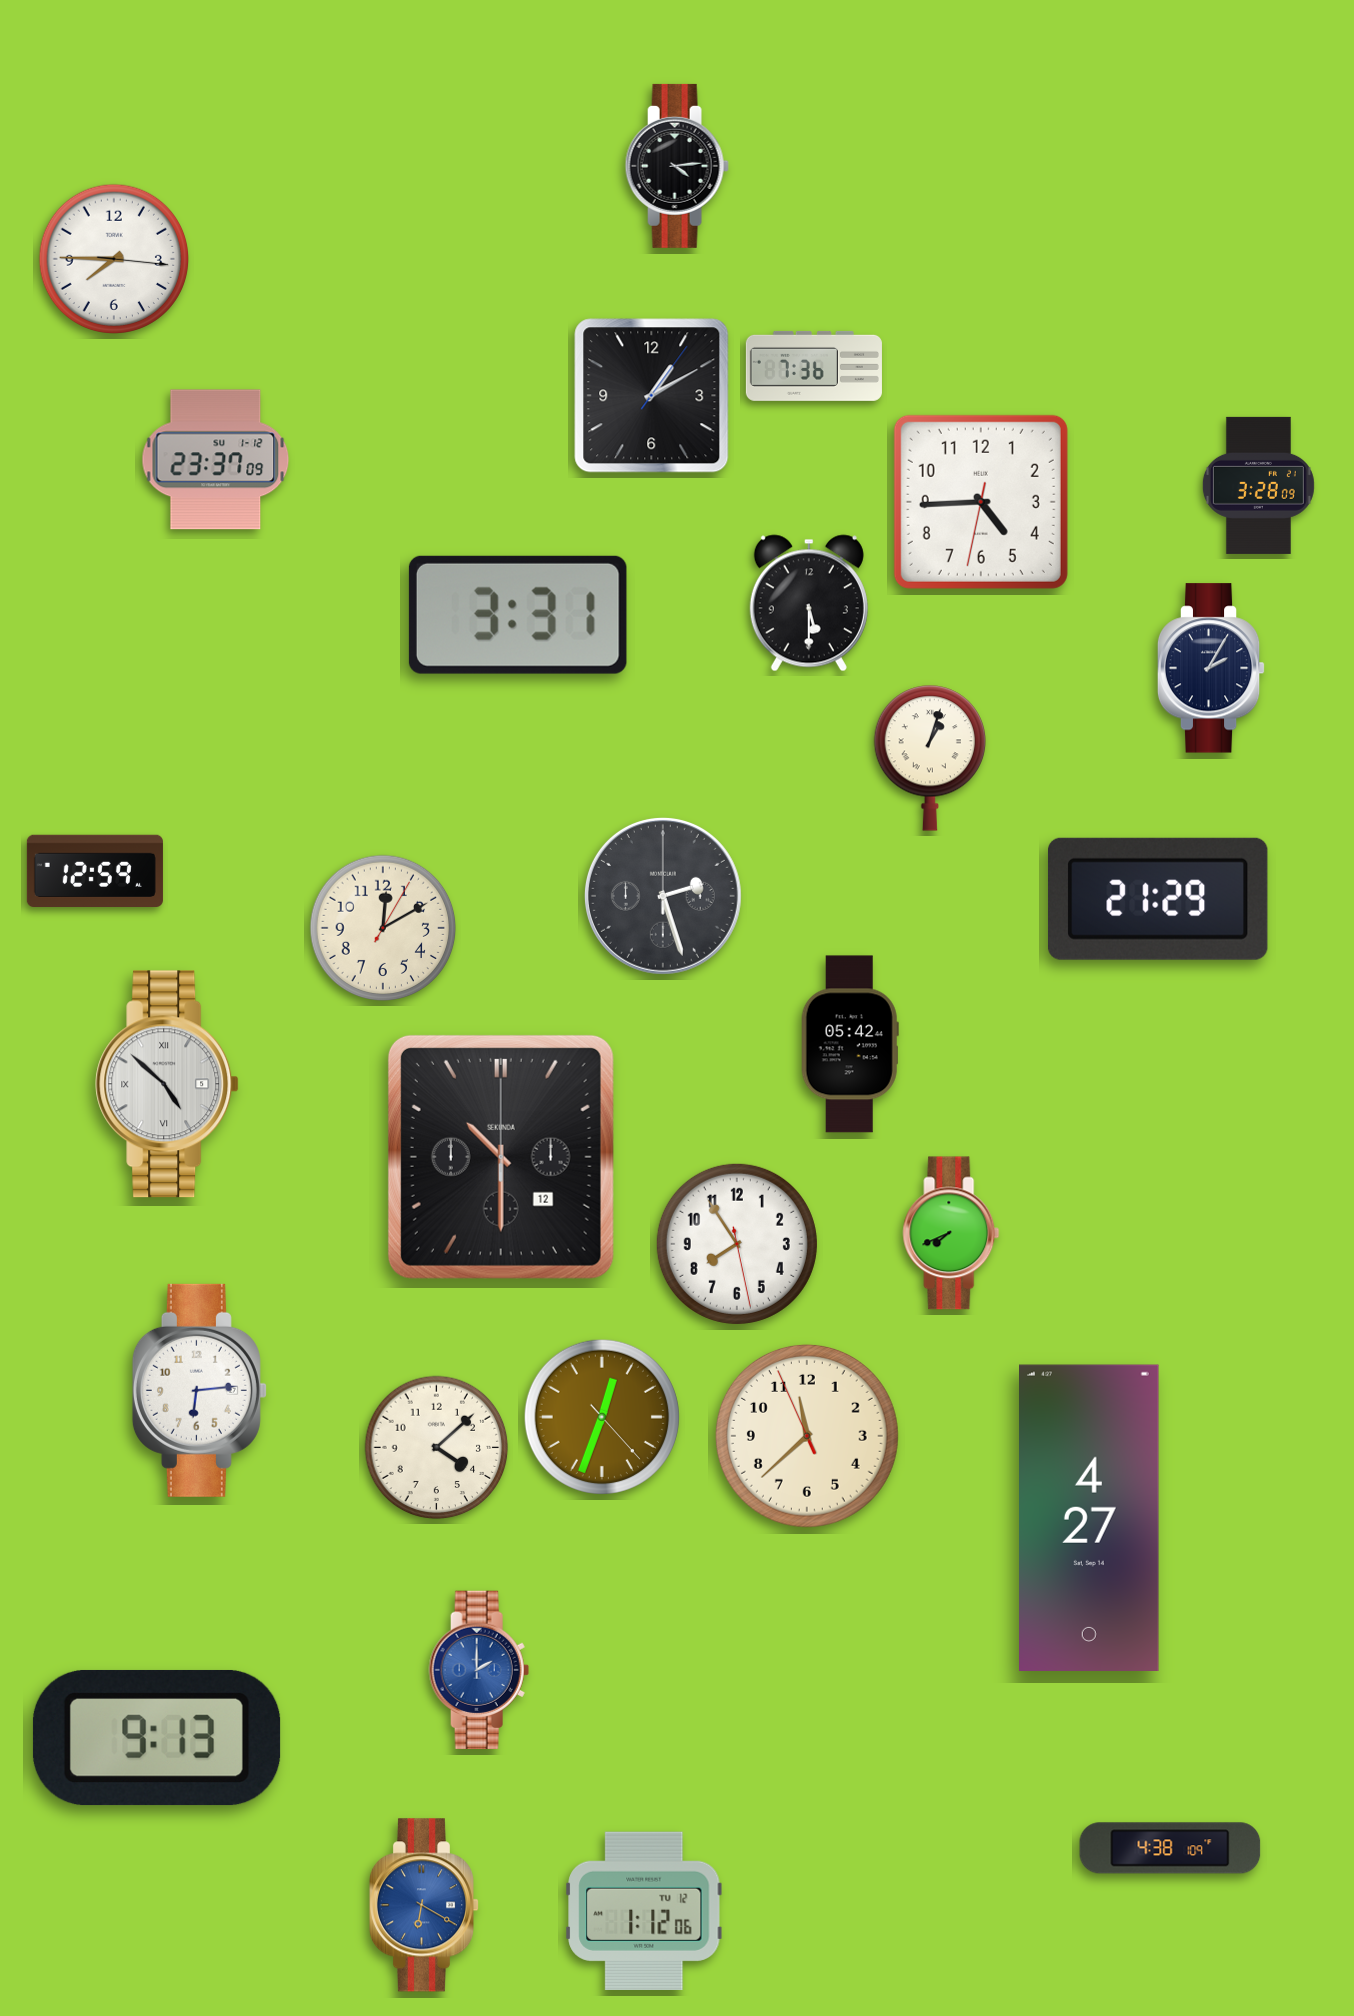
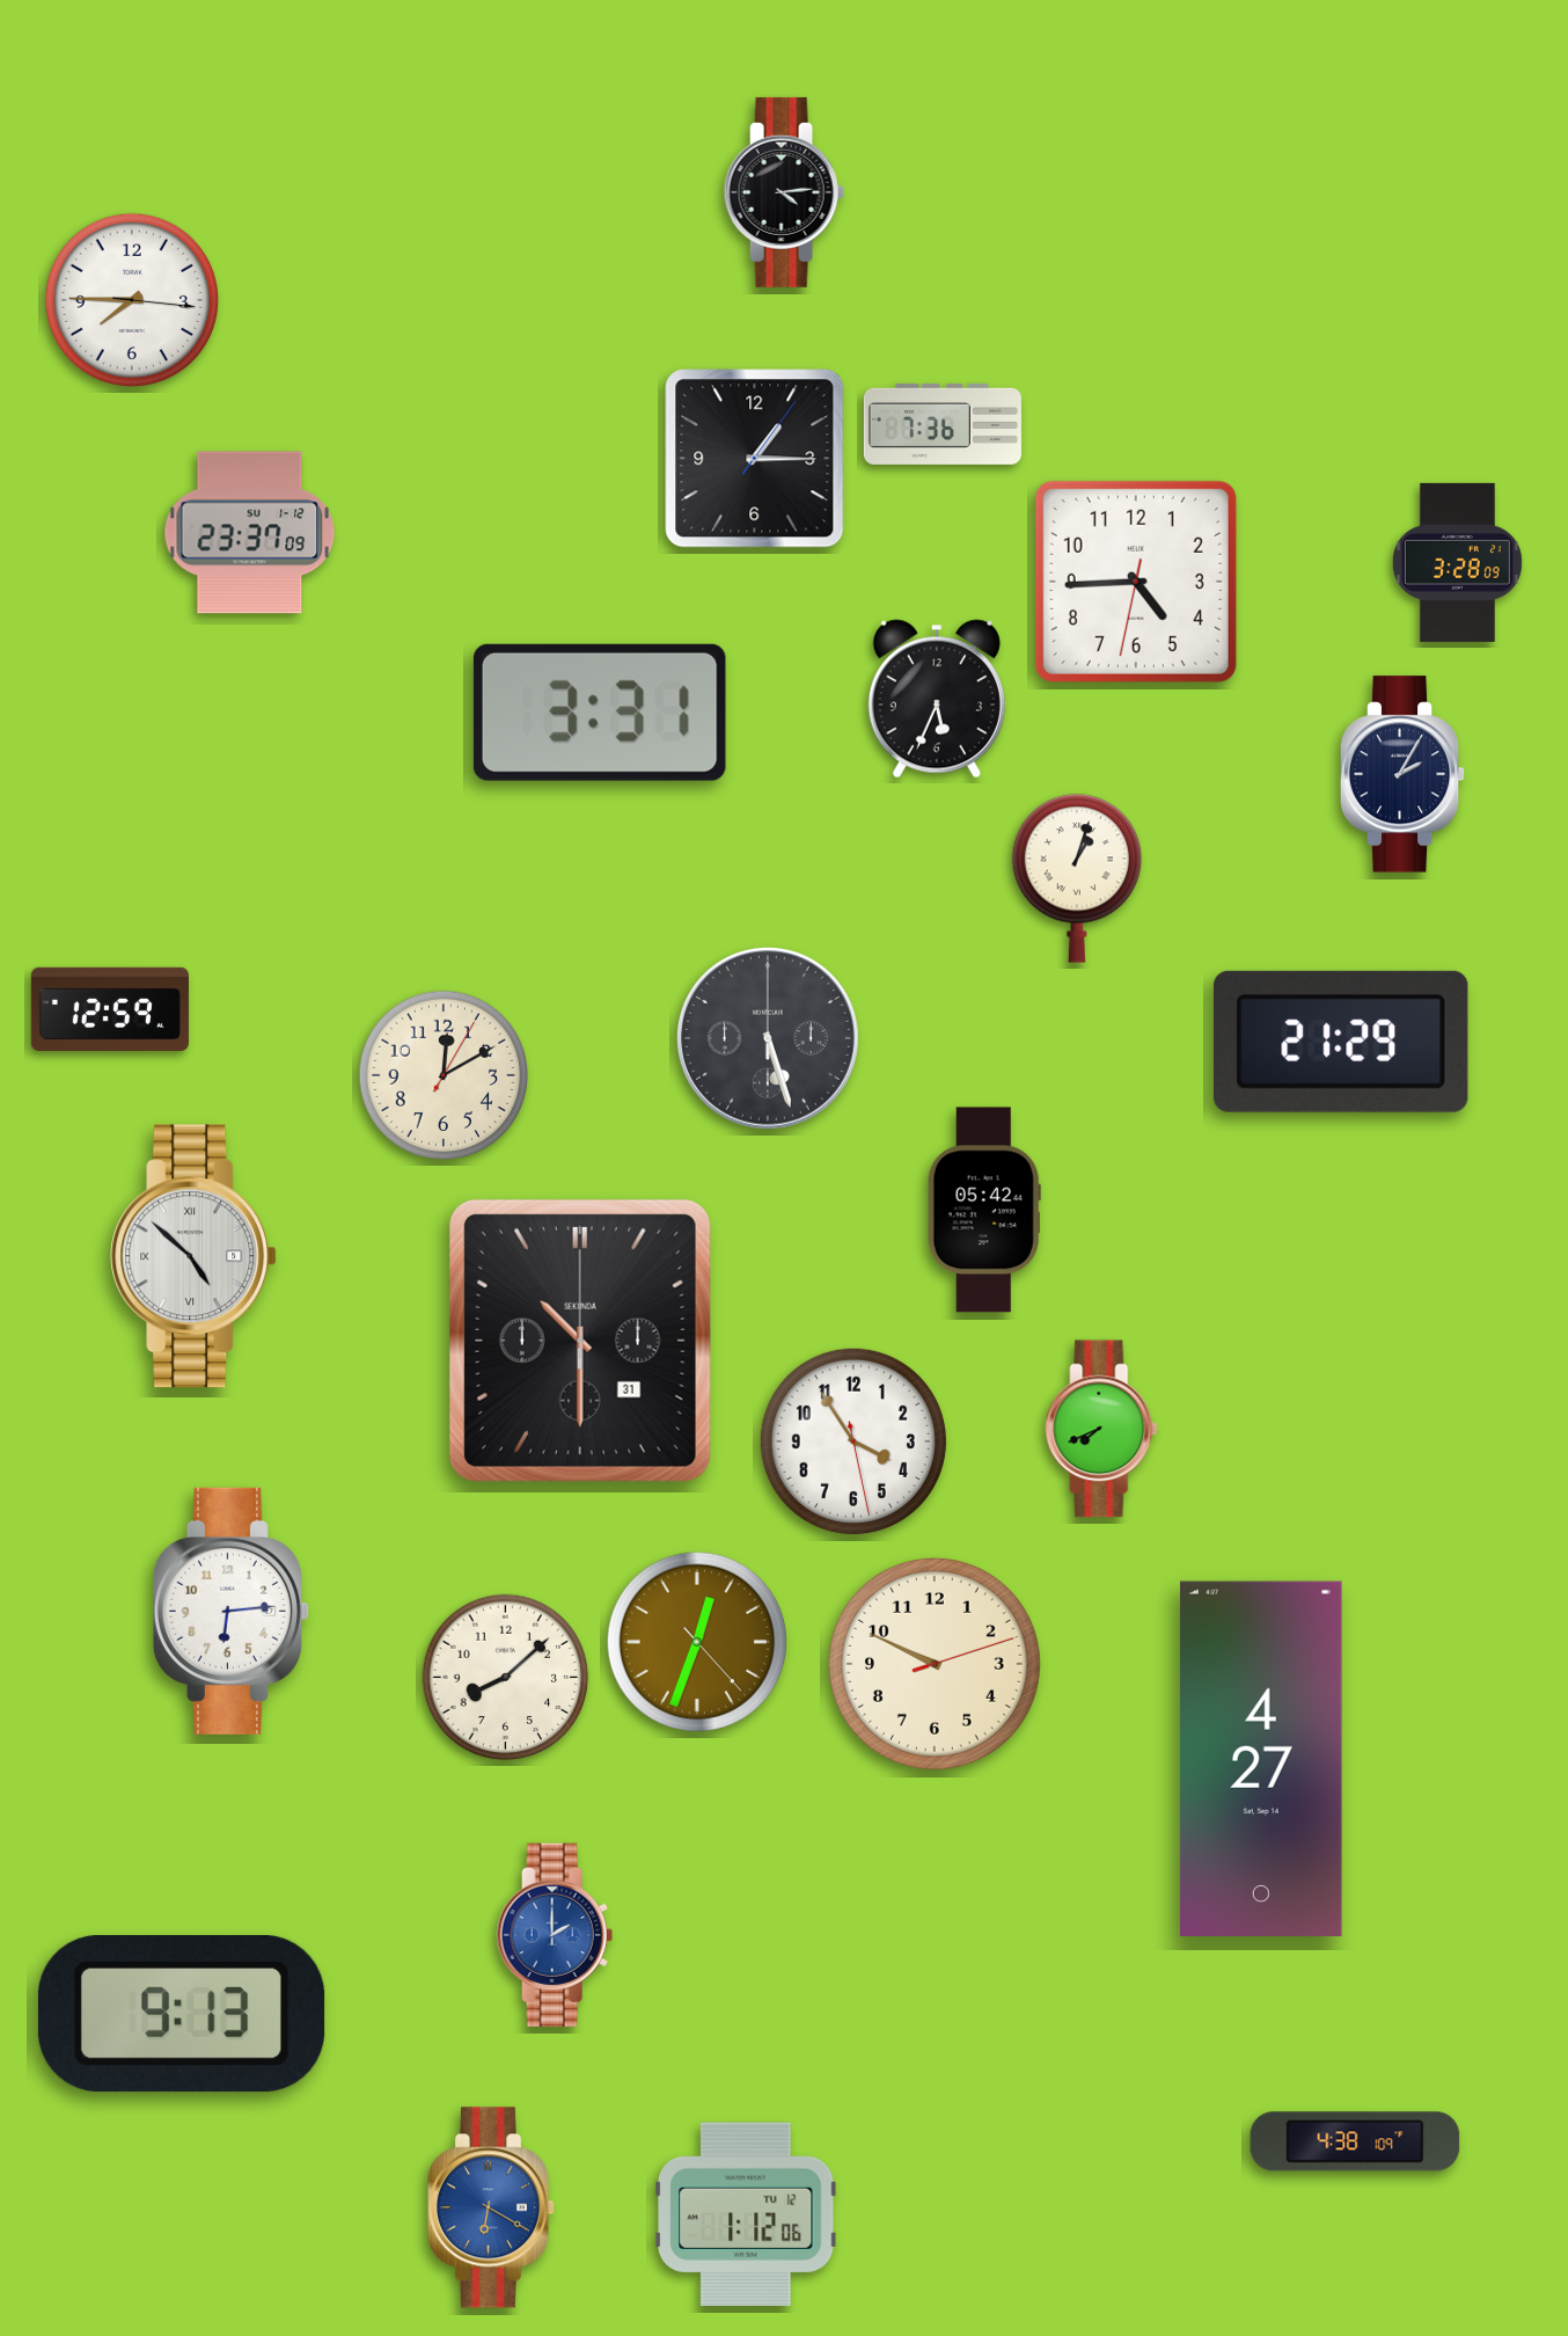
clock at (652, 396): 1:10 -> 1:15
clock at (809, 603): 5:30 -> 5:34
clock at (663, 896): 2:27 -> 5:27
clock at (501, 1157) date: 12 -> 31
clock at (737, 1244): 7:54 -> 3:54
clock at (807, 1436): 11:37 -> 9:49
clock at (437, 1448): 4:08 -> 8:08
